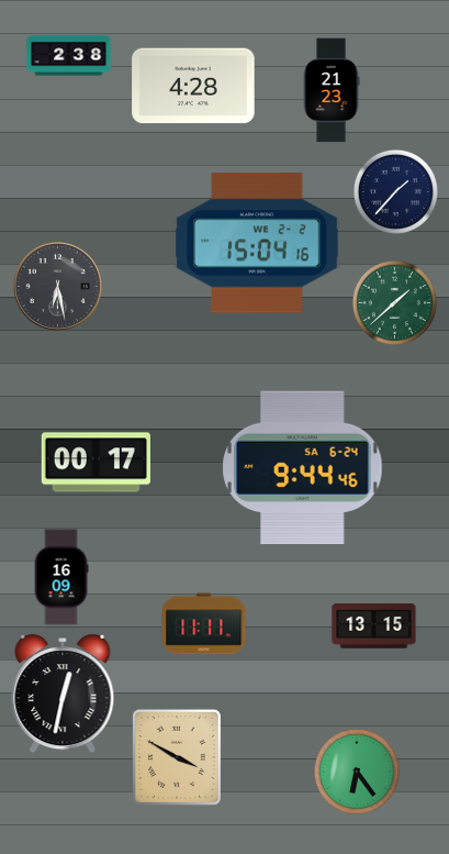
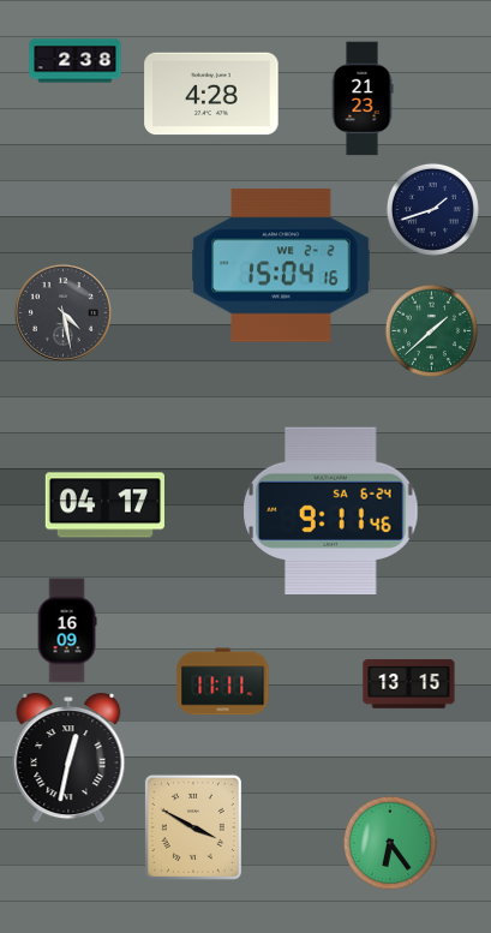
clock at (395, 191): 1:37 -> 1:42
clock at (57, 286): 6:28 -> 4:28
clock at (96, 463): 00:17 -> 04:17
clock at (303, 468): 9:44 -> 9:11
